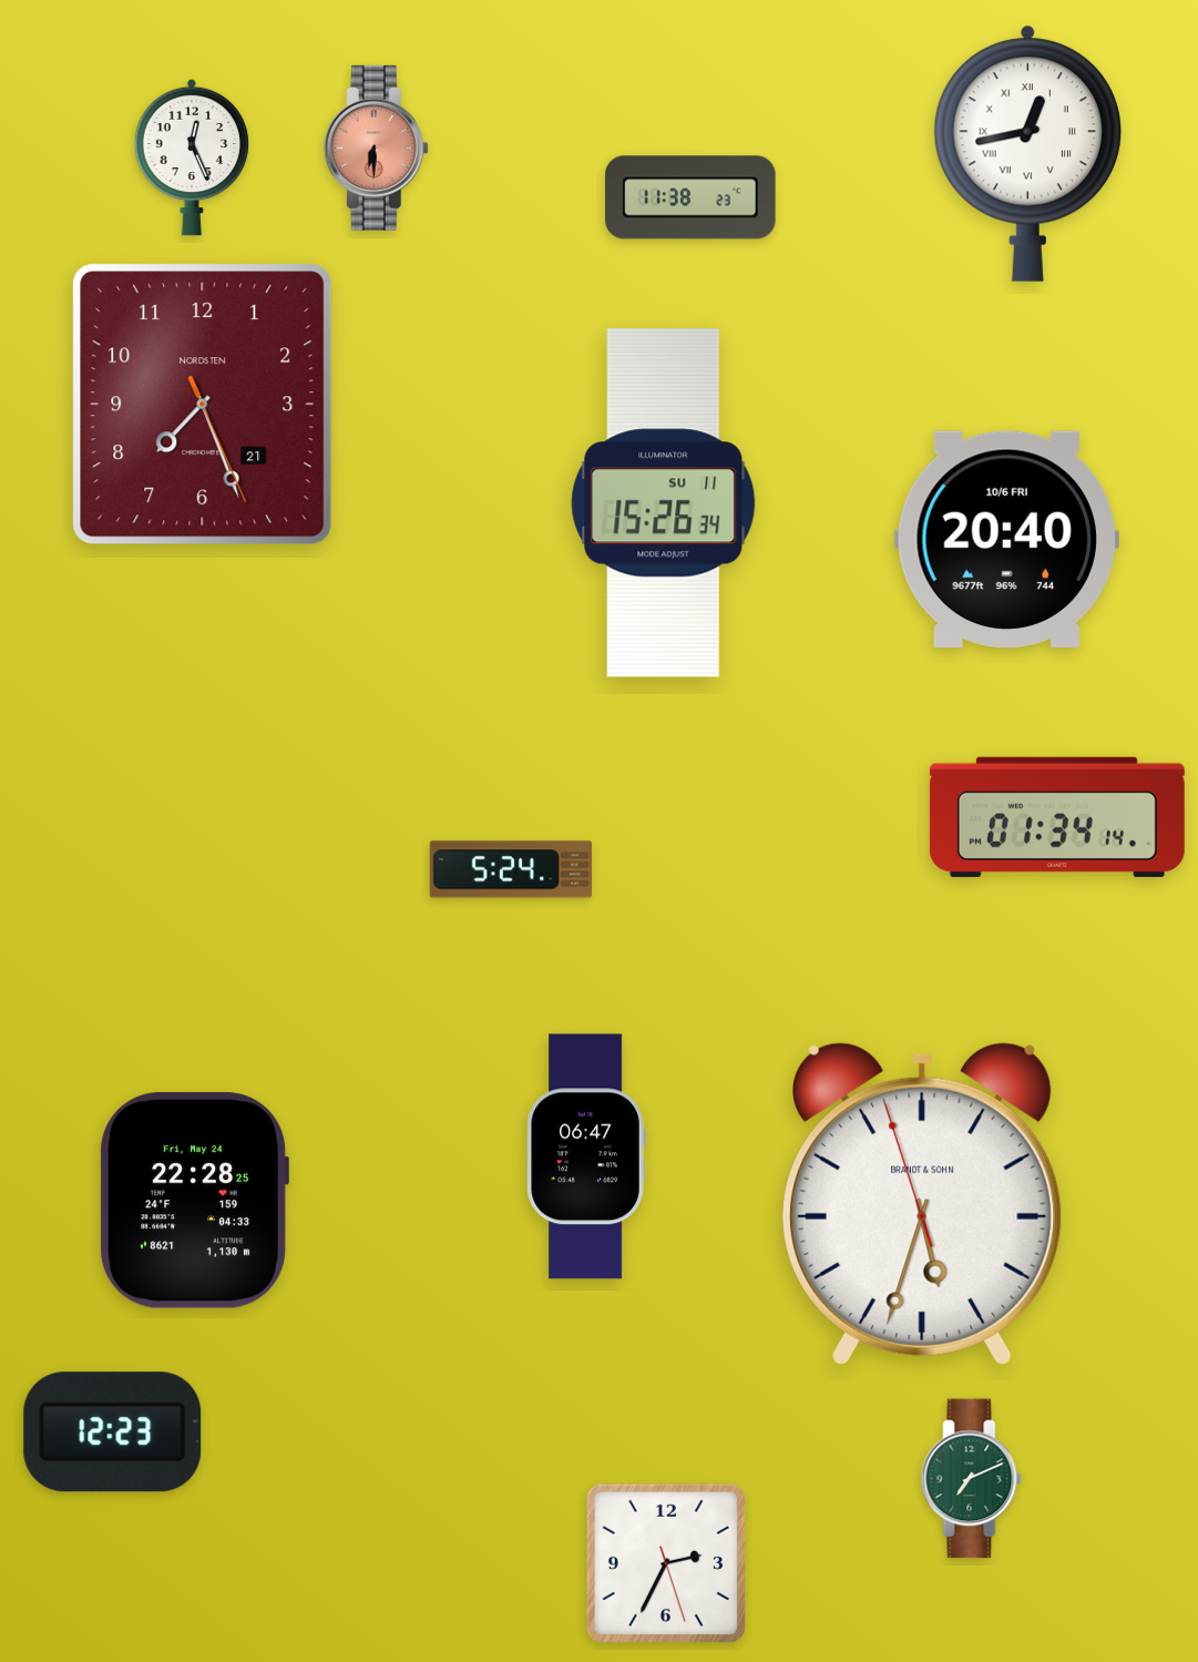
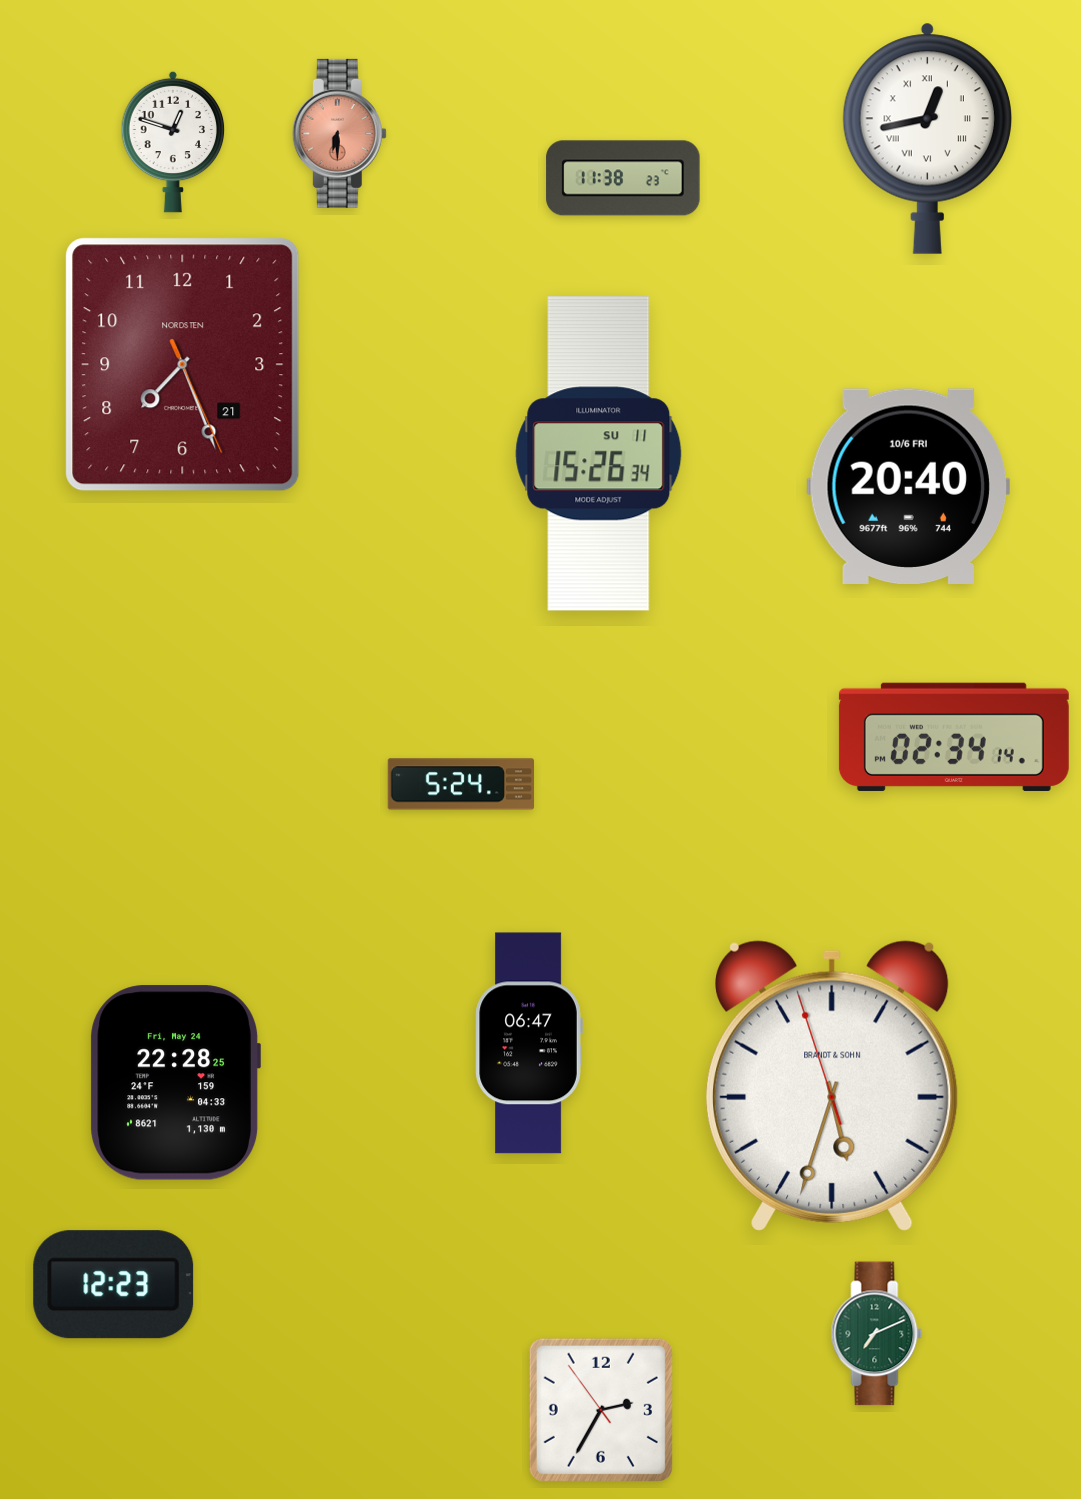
clock at (192, 157): 12:26 -> 12:48
clock at (1057, 817): 01:34 -> 02:34
clock at (113, 1432) position: (113, 1432) -> (114, 1285)
clock at (666, 1563): 2:34:27 -> 2:34:54
